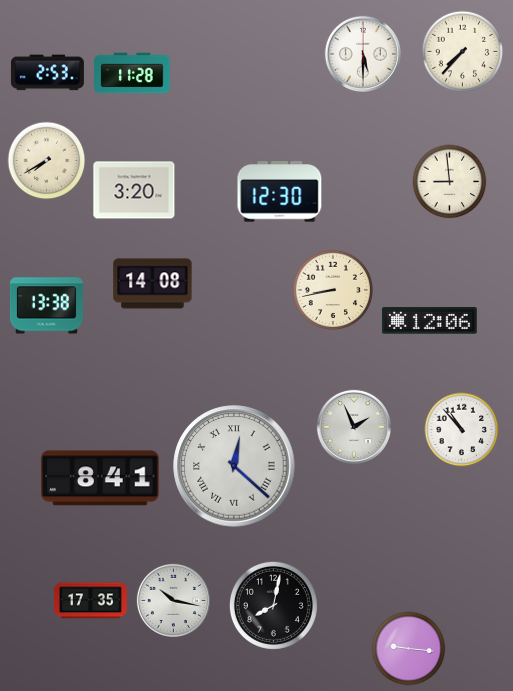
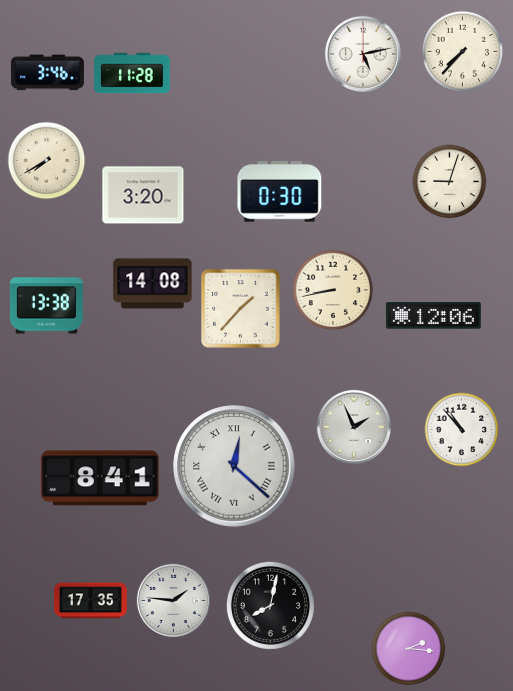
clock at (363, 54): 5:30 -> 5:13
clock at (47, 73): 2:53 -> 3:46
clock at (450, 182): 8:59 -> 9:03
clock at (134, 190) position: (134, 190) -> (143, 195)
clock at (280, 192): 12:30 -> 0:30
clock at (241, 309): none -> 1:37
clock at (429, 321) position: (429, 321) -> (433, 316)
clock at (173, 600): 10:17 -> 1:46
clock at (273, 605) position: (273, 605) -> (270, 605)
clock at (409, 649): 9:16 -> 2:16
